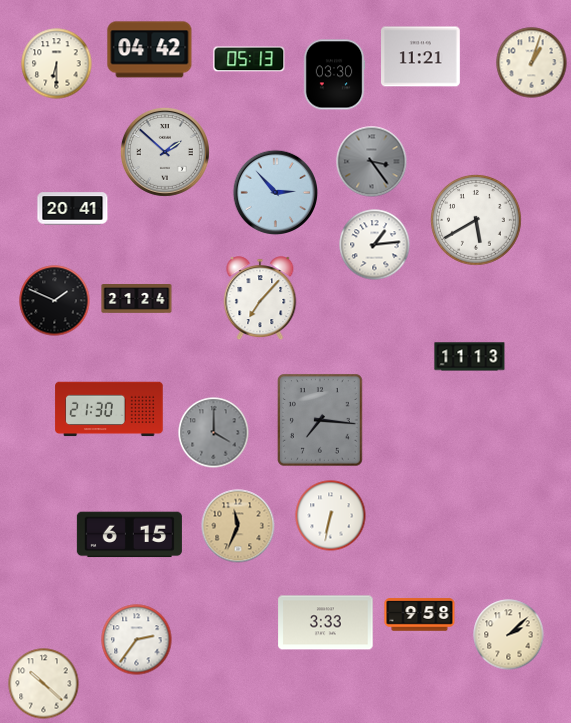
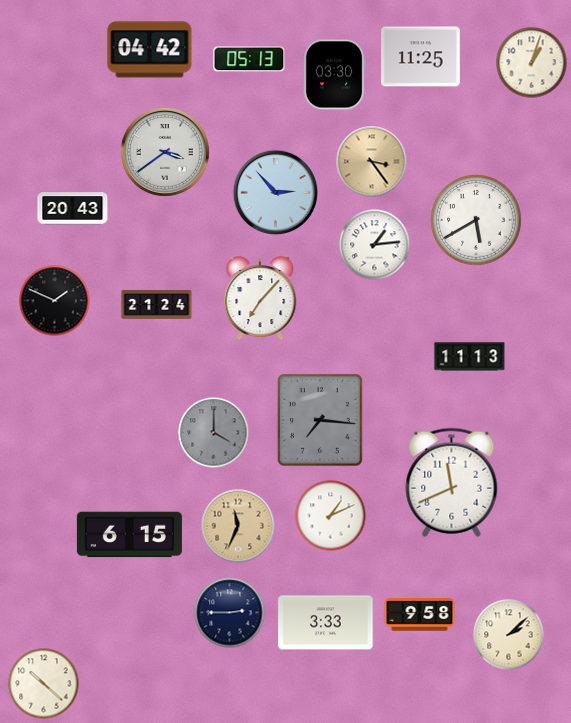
clock at (421, 57): 11:21 -> 11:25
clock at (57, 64): 6:30 -> none
clock at (165, 152): 1:52 -> 3:39
clock at (372, 162) dial: grey -> champagne
clock at (73, 209): 20:41 -> 20:43
clock at (137, 299) position: (137, 299) -> (157, 305)
clock at (109, 409): 21:30 -> none
clock at (452, 482): none -> 11:41
clock at (331, 516): 6:32 -> 1:11
clock at (230, 613): none -> 2:45
clock at (137, 640): 2:36 -> none
